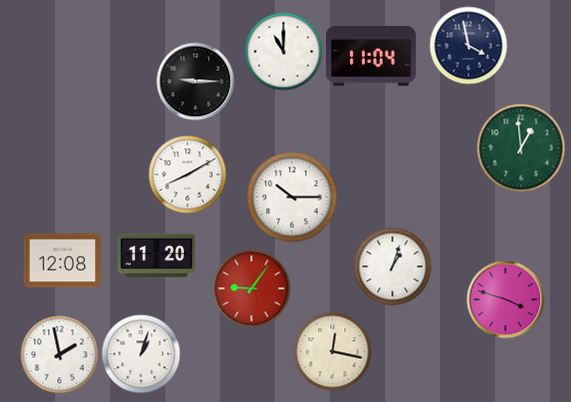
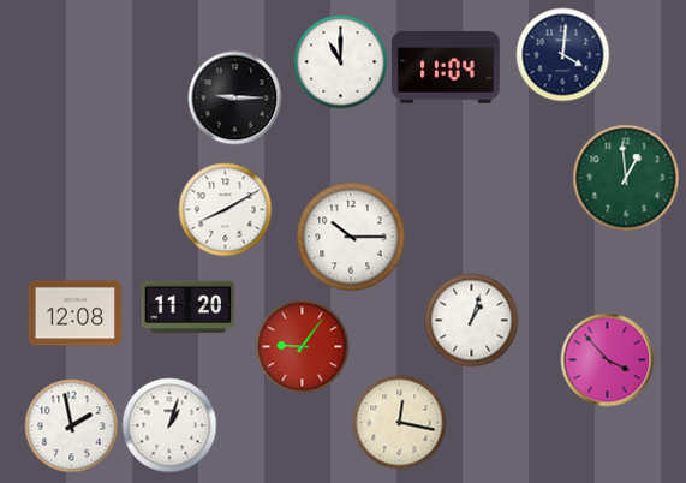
clock at (468, 45): 3:58 -> 4:01
clock at (505, 299): 3:48 -> 3:53
